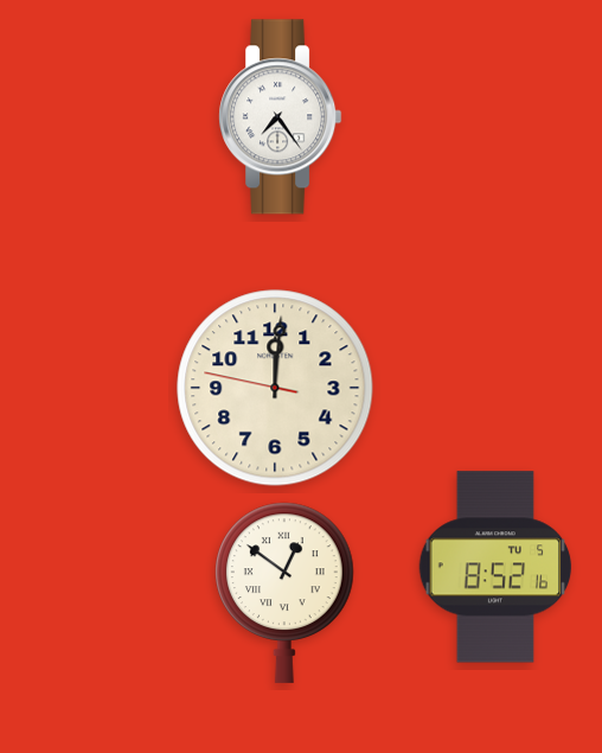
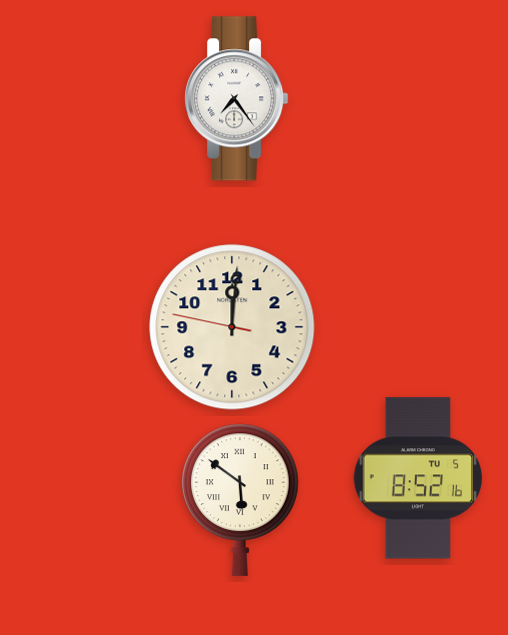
clock at (286, 593): 12:51 -> 5:51
